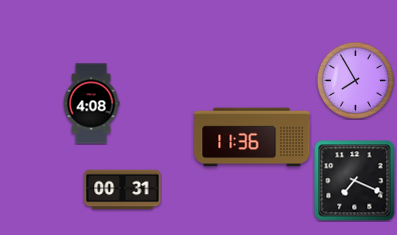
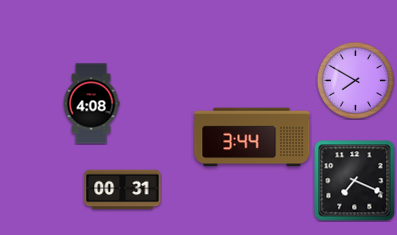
clock at (355, 80): 7:55 -> 7:50
clock at (252, 137): 11:36 -> 3:44
